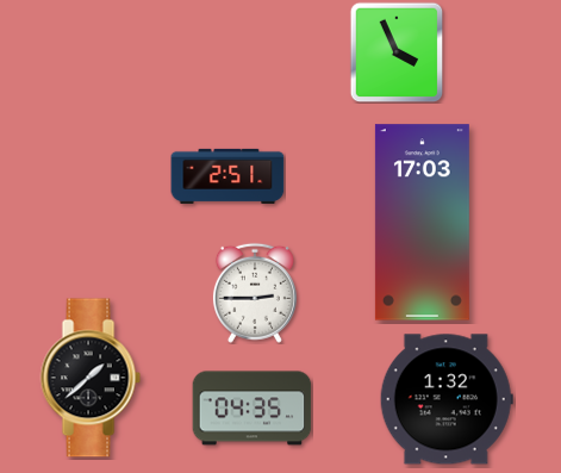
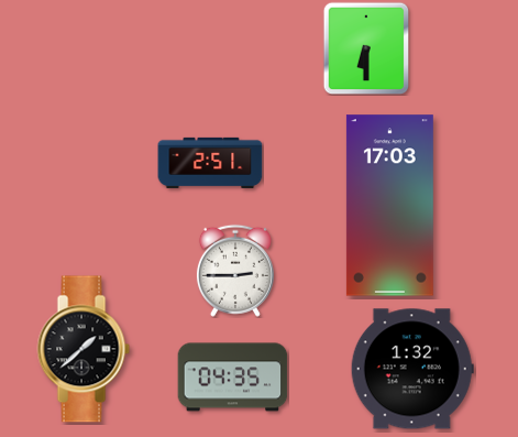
clock at (397, 52): 3:56 -> 6:30
